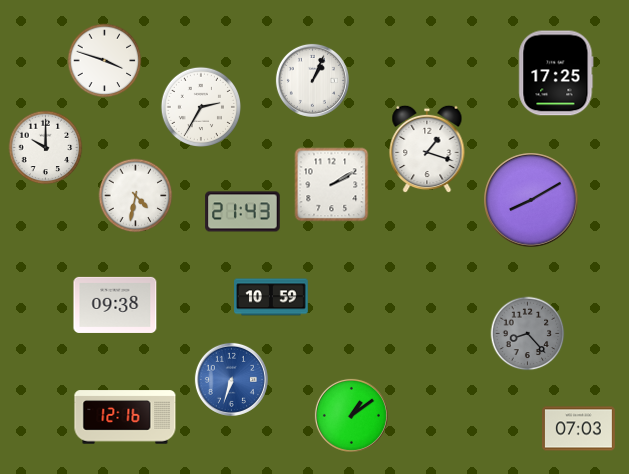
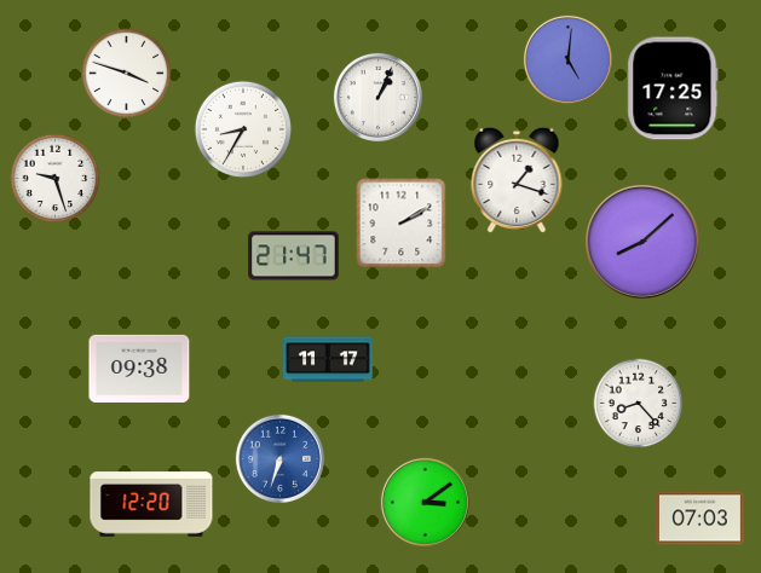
clock at (567, 59): none -> 5:01
clock at (200, 106): 2:35 -> 8:35
clock at (46, 148): 10:00 -> 9:27
clock at (136, 196): 4:32 -> none
clock at (532, 201): 8:10 -> 8:08
clock at (243, 212): 21:43 -> 21:47
clock at (271, 297): 10:59 -> 11:17
clock at (528, 334) dial: grey -> white
clock at (351, 415): 1:09 -> 3:09
clock at (125, 417): 12:16 -> 12:20
